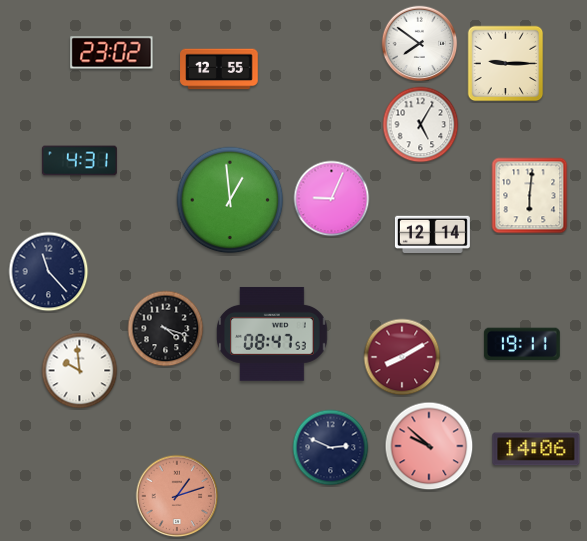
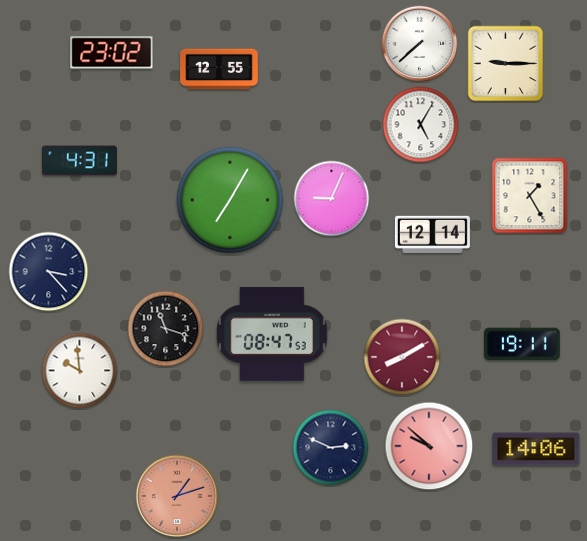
clock at (420, 44): 7:51 -> 7:38
clock at (530, 196): 6:01 -> 1:25
clock at (230, 200): 12:59 -> 7:05
clock at (49, 272): 11:23 -> 3:23
clock at (166, 329): 4:18 -> 11:18
